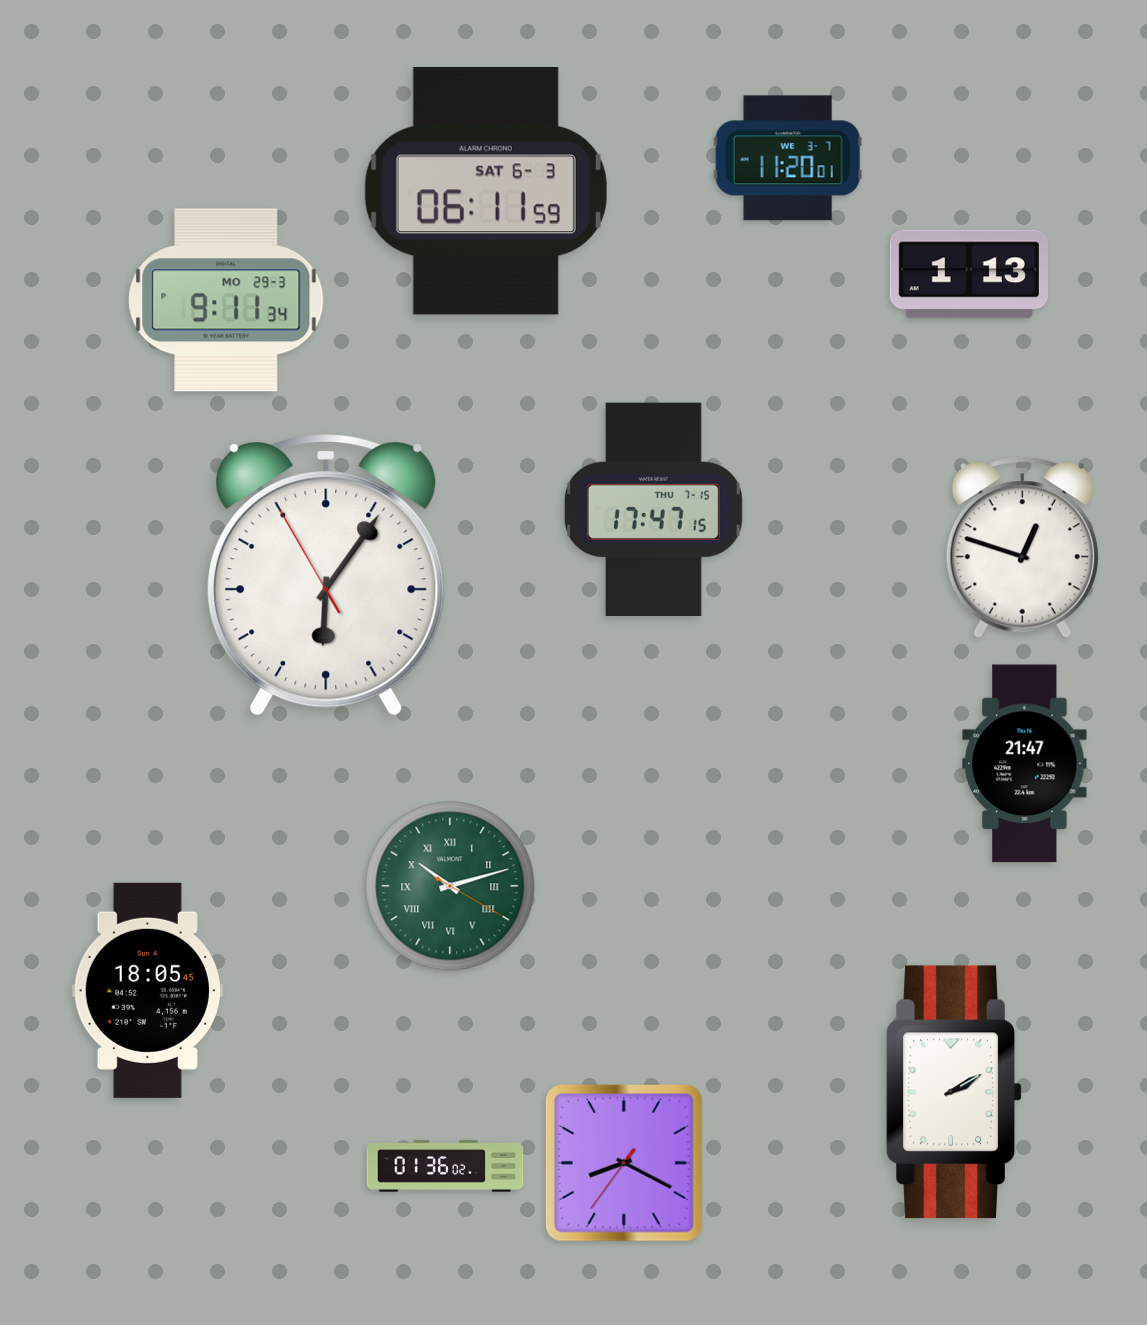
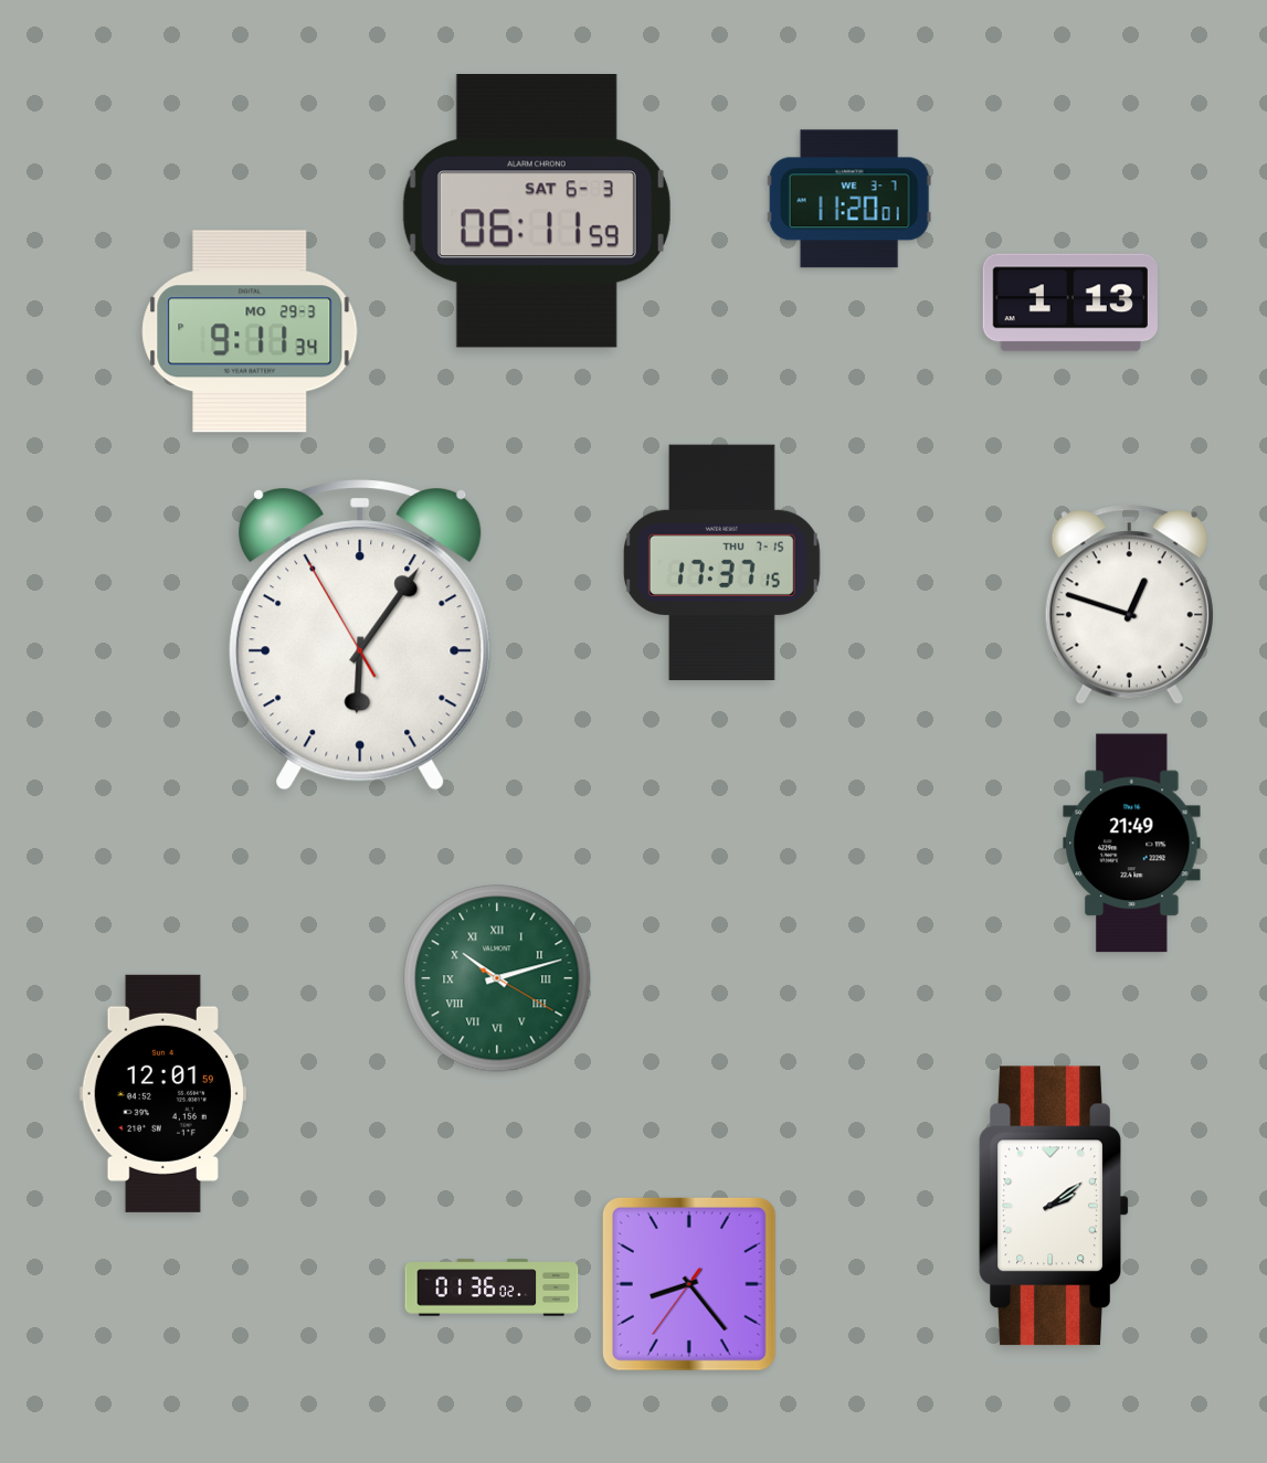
clock at (788, 158) position: (788, 158) -> (849, 199)
clock at (653, 509): 17:47 -> 17:37
clock at (1025, 764): 21:47 -> 21:49
clock at (147, 990): 18:05 -> 12:01
clock at (954, 1092): 2:10 -> 2:09
clock at (624, 1163): 8:19 -> 8:23
